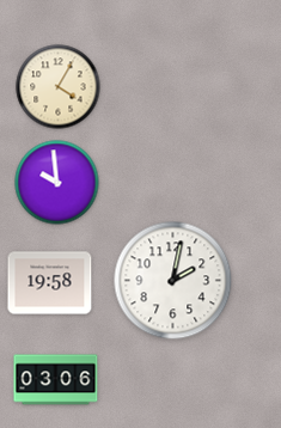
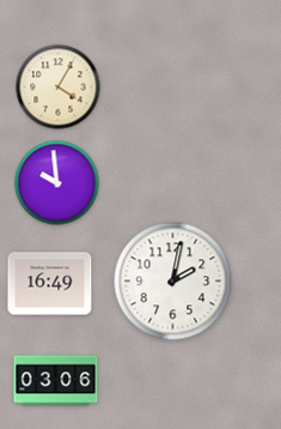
clock at (50, 283): 19:58 -> 16:49
